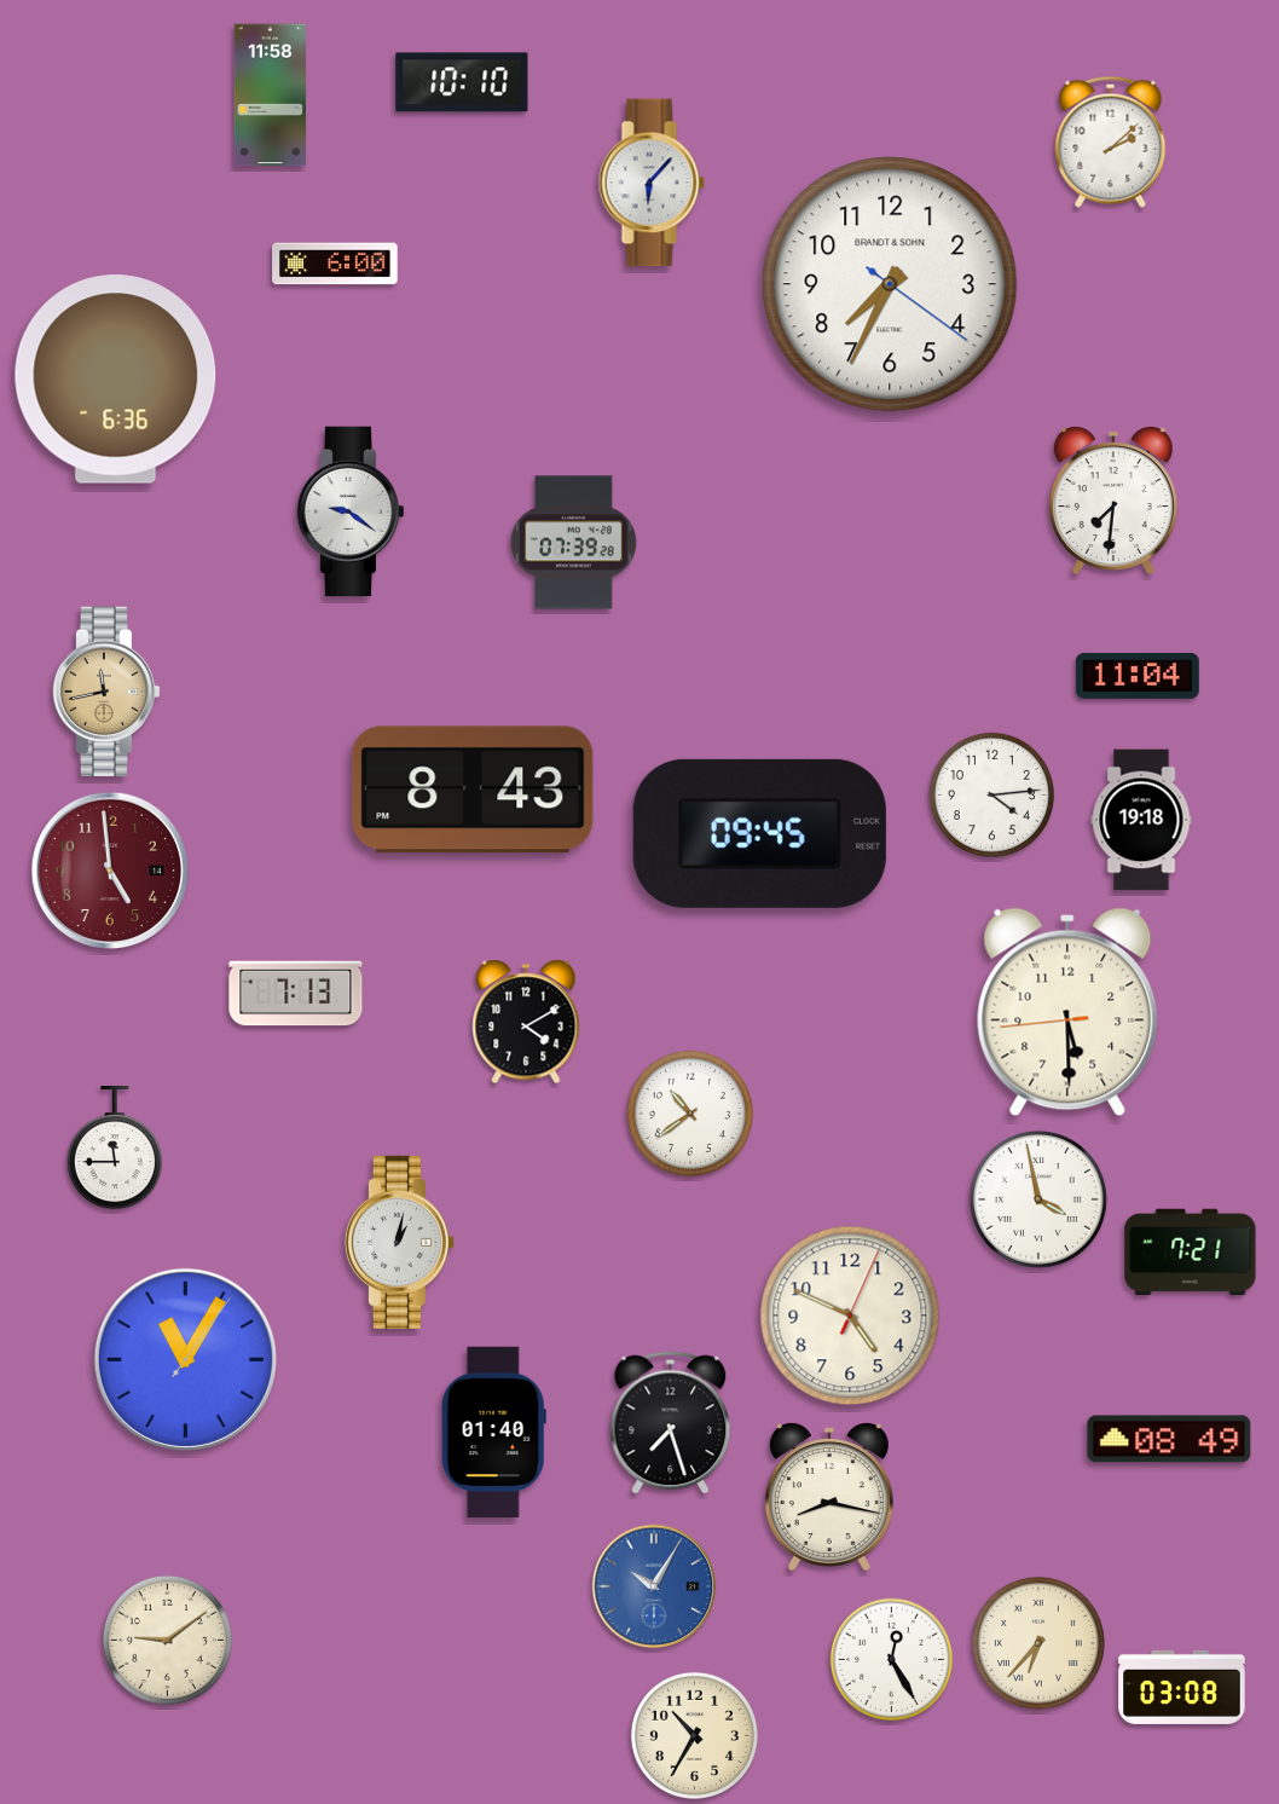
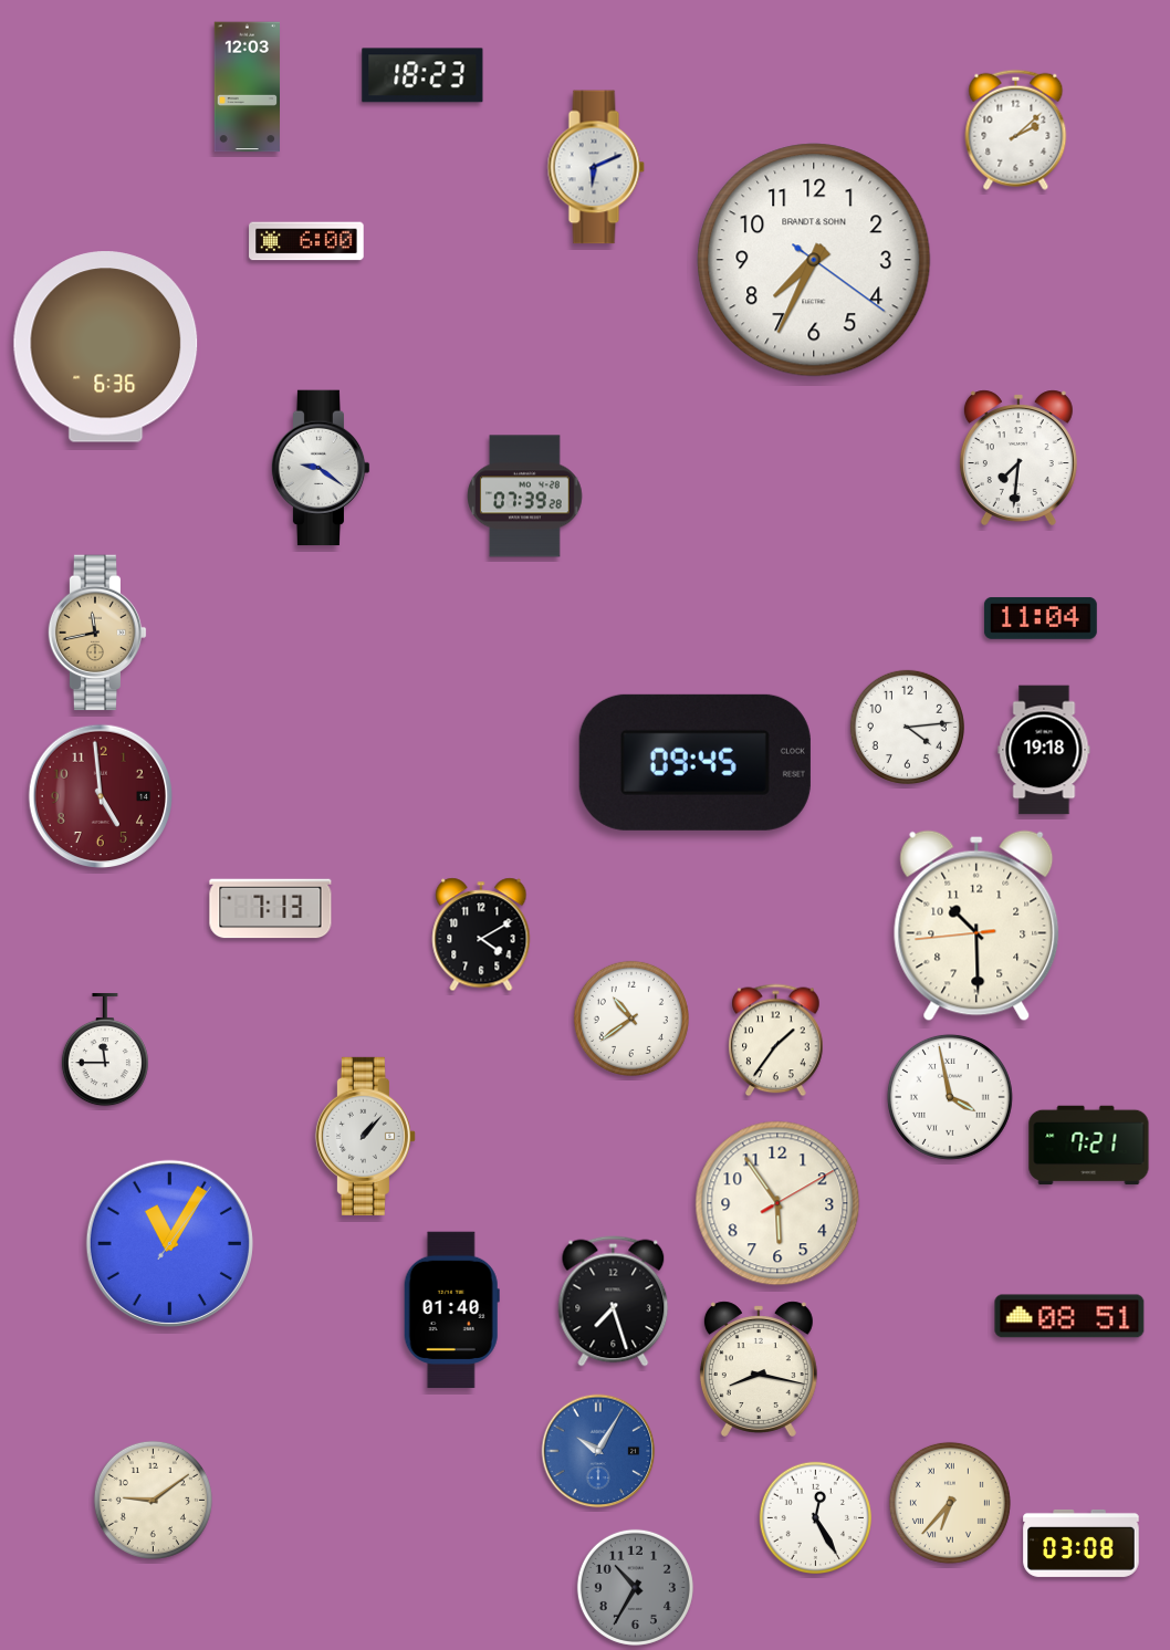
clock at (462, 82): 10:10 -> 18:23
clock at (270, 96): 11:58 -> 12:03
clock at (652, 183): 6:07 -> 6:11
clock at (473, 790): 8:43 -> none
clock at (1067, 1012): 5:29 -> 10:29
clock at (776, 1041): none -> 1:36
clock at (399, 1242): 1:02 -> 1:07
clock at (850, 1316): 4:49 -> 5:54
clock at (1169, 1439): 08:49 -> 08:51
clock at (694, 1735) dial: cream -> grey
